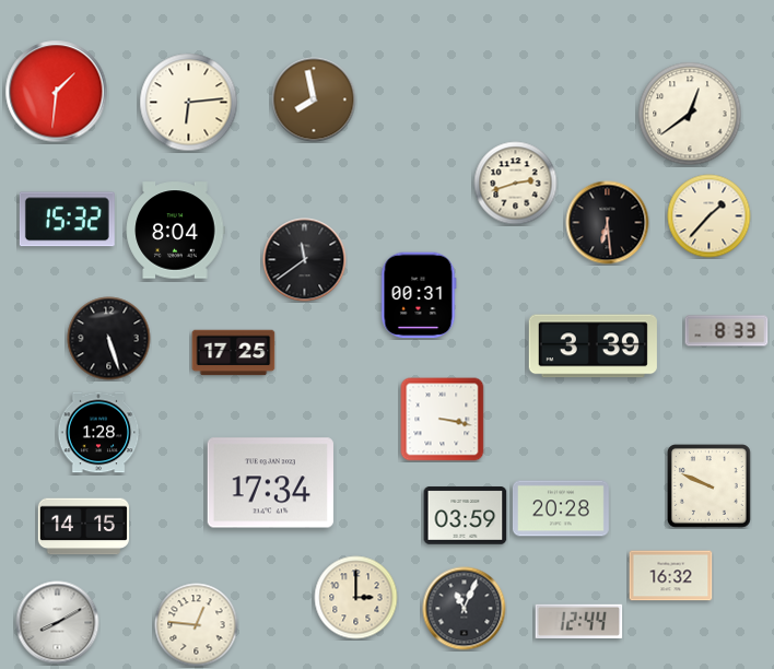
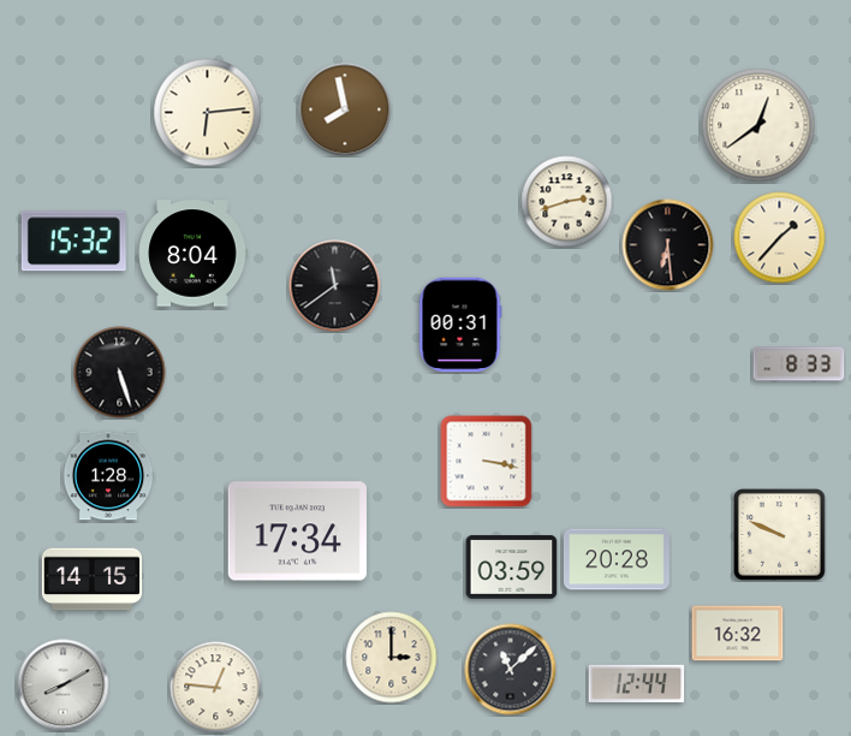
clock at (57, 92): 1:31 -> none
clock at (593, 347): 3:39 -> none
clock at (234, 353): 17:25 -> none
clock at (465, 609): 11:04 -> 11:08
